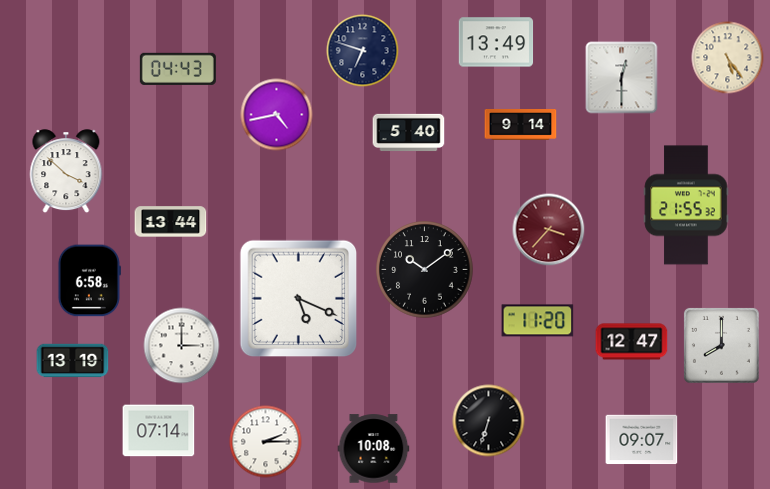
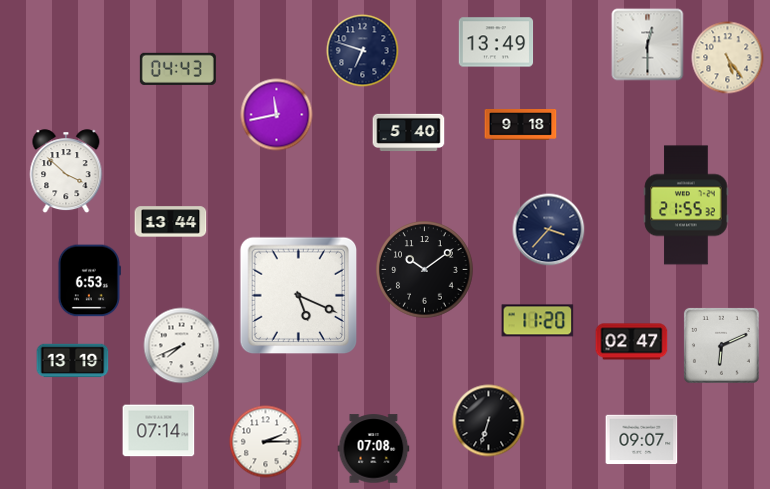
clock at (622, 78) position: (622, 78) -> (648, 45)
clock at (277, 115): 4:43 -> 11:43
clock at (521, 125): 9:14 -> 9:18
clock at (549, 230) dial: burgundy -> navy
clock at (89, 281): 6:58 -> 6:53
clock at (299, 299) position: (299, 299) -> (299, 296)
clock at (632, 342): 12:47 -> 02:47
clock at (721, 345): 8:00 -> 6:11
clock at (182, 346): 3:00 -> 7:41
clock at (374, 449): 10:08 -> 07:08
